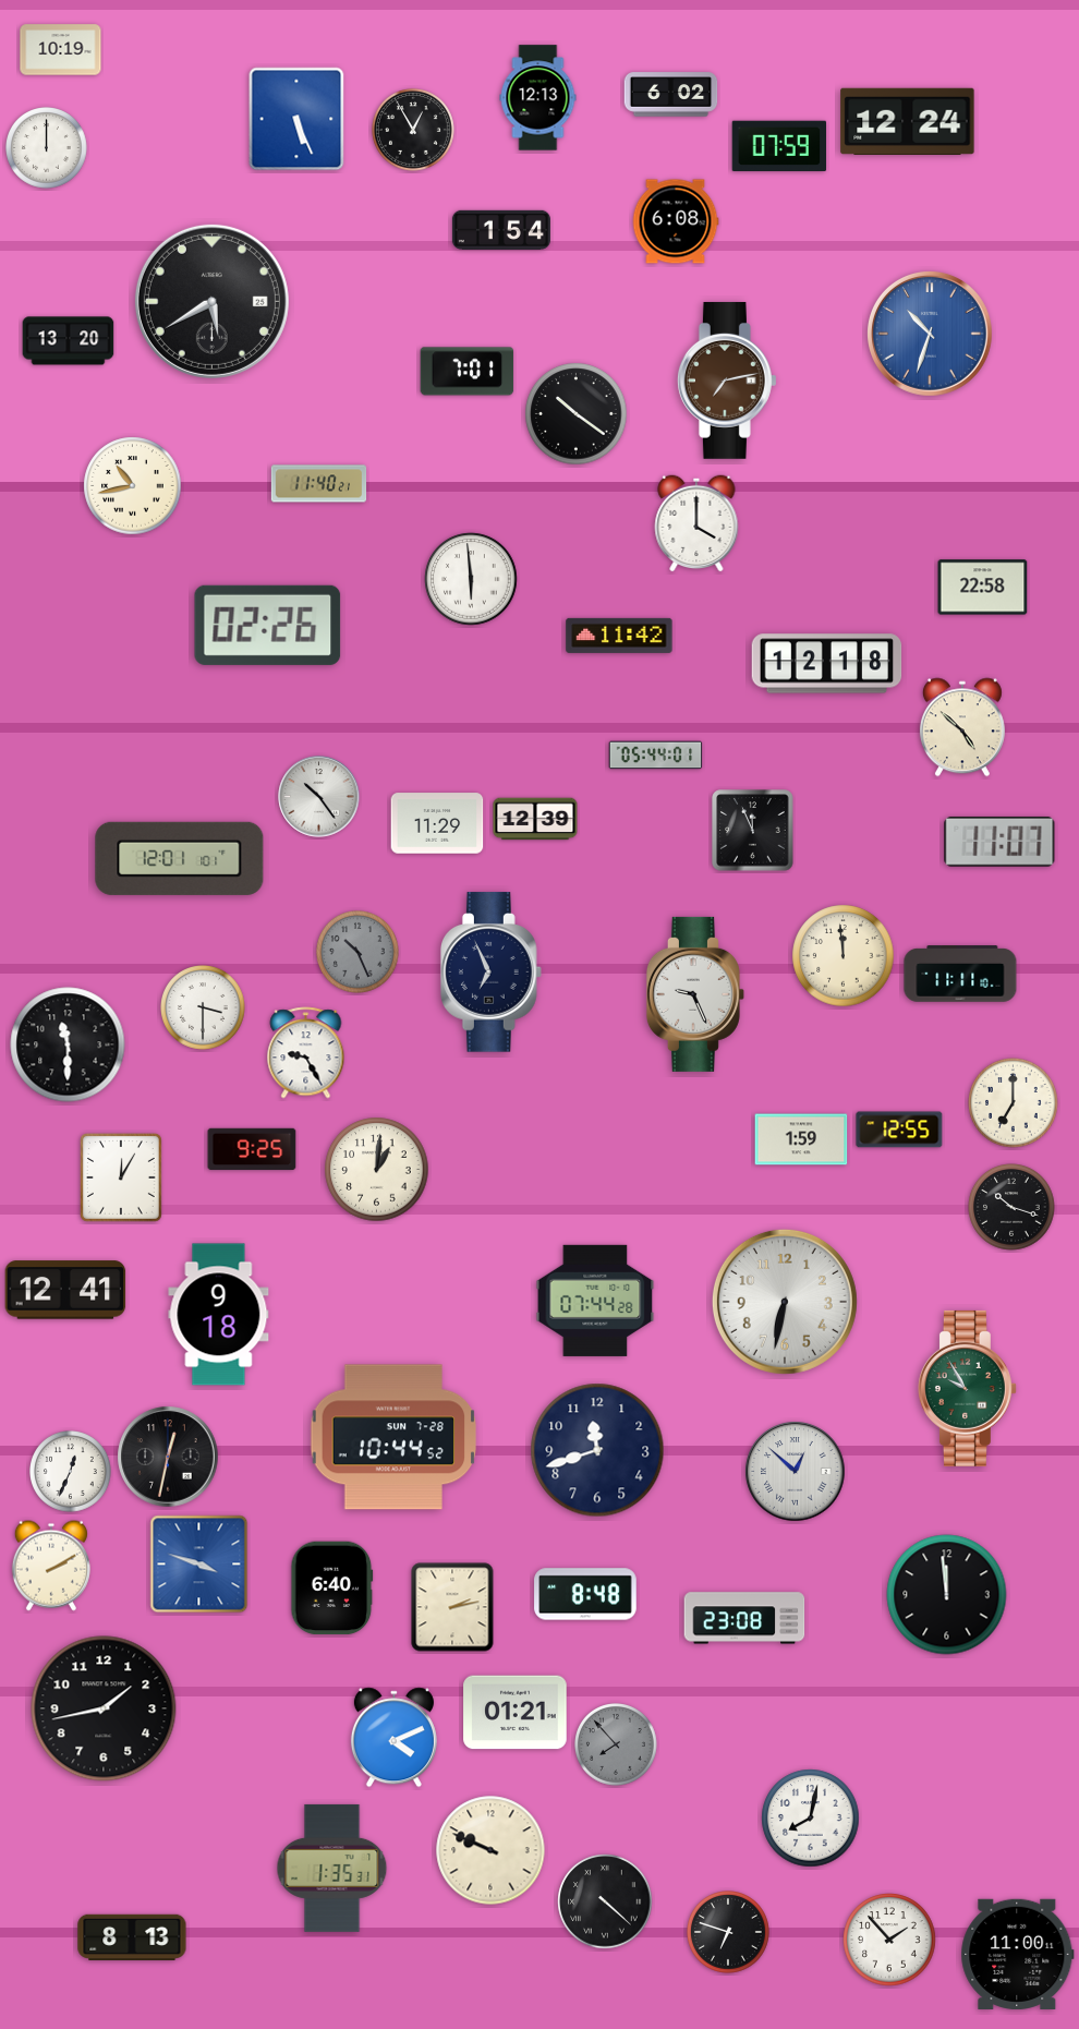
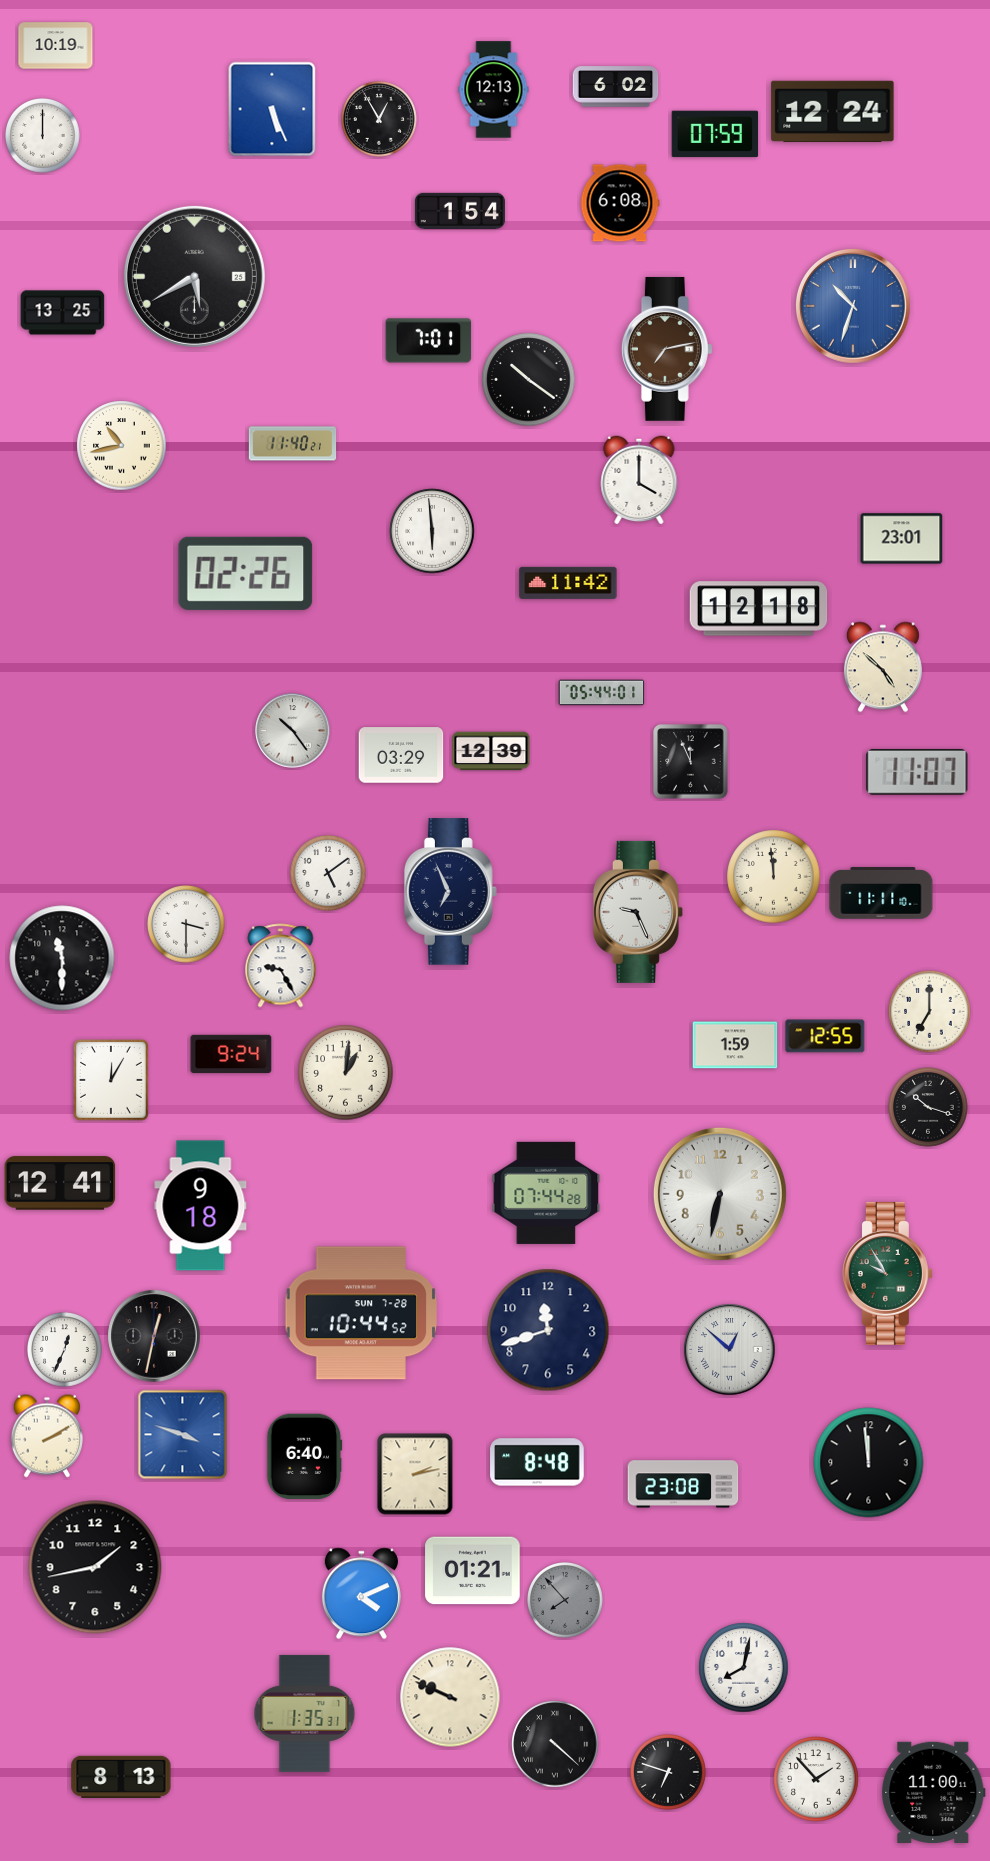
clock at (69, 341): 13:20 -> 13:25
clock at (983, 588): 22:58 -> 23:01
clock at (437, 823): 11:29 -> 03:29
clock at (180, 858): 12:01 -> none
clock at (359, 953): 10:26 -> 5:09
clock at (359, 953) dial: grey -> white
clock at (252, 1149): 9:25 -> 9:24
clock at (393, 1437) position: (393, 1437) -> (361, 1313)
